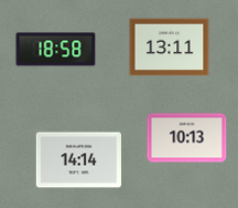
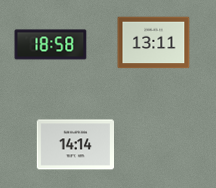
clock at (187, 138): 10:13 -> none
clock at (78, 160) position: (78, 160) -> (75, 145)
